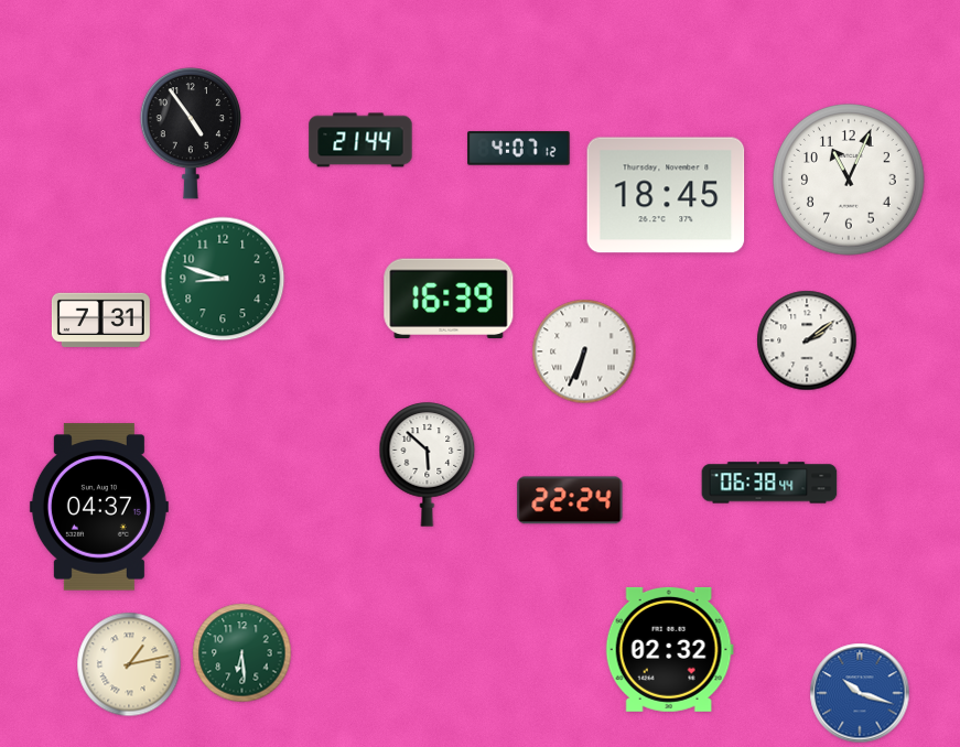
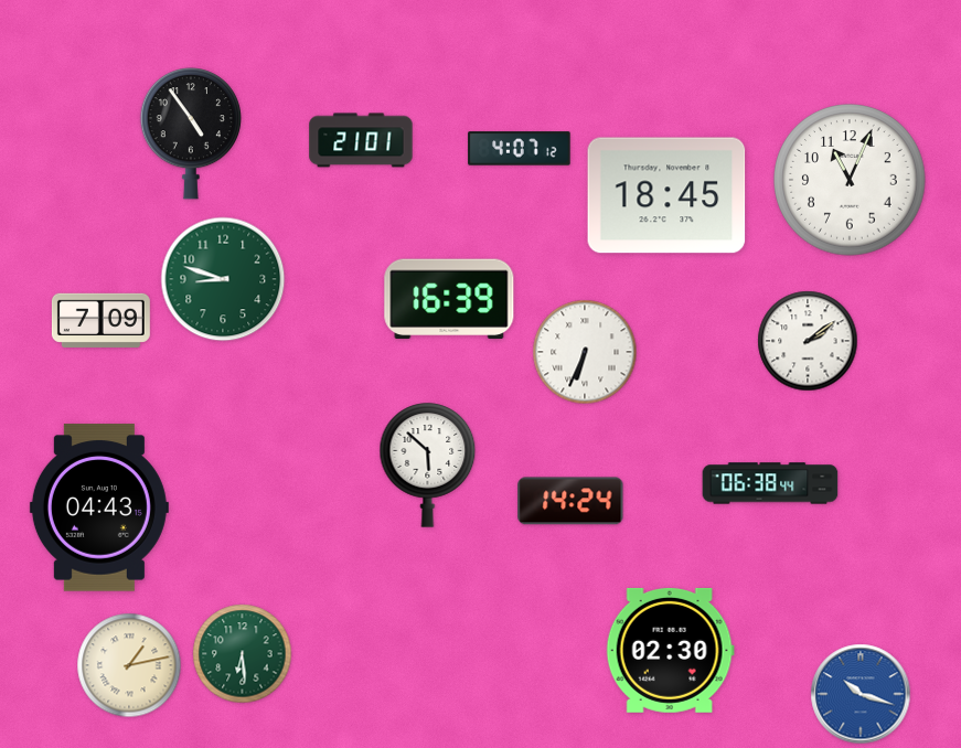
clock at (360, 140): 21:44 -> 21:01
clock at (100, 320): 7:31 -> 7:09
clock at (570, 500): 22:24 -> 14:24
clock at (99, 507): 04:37 -> 04:43
clock at (669, 649): 02:32 -> 02:30
